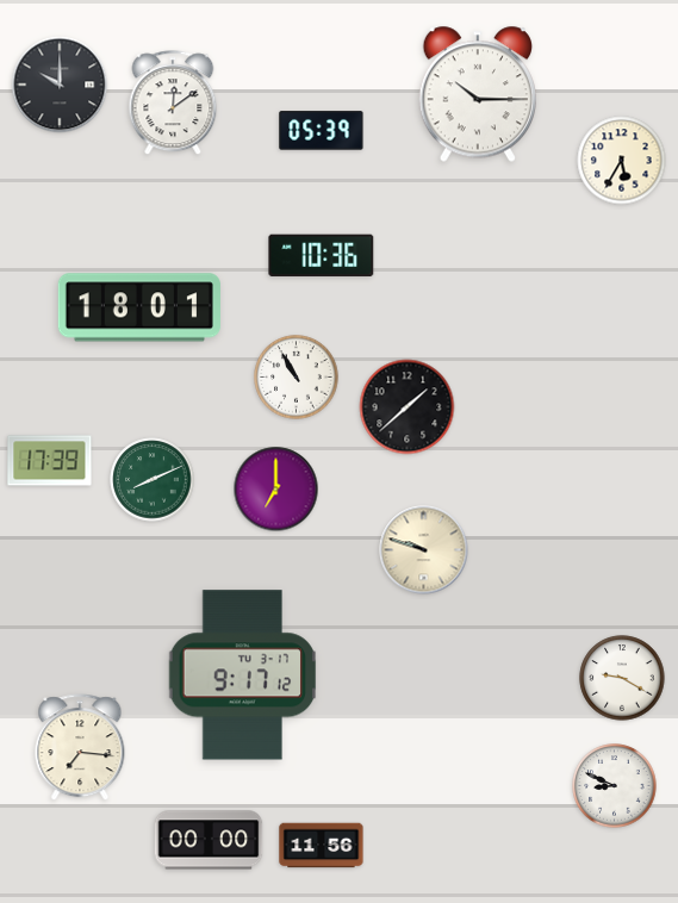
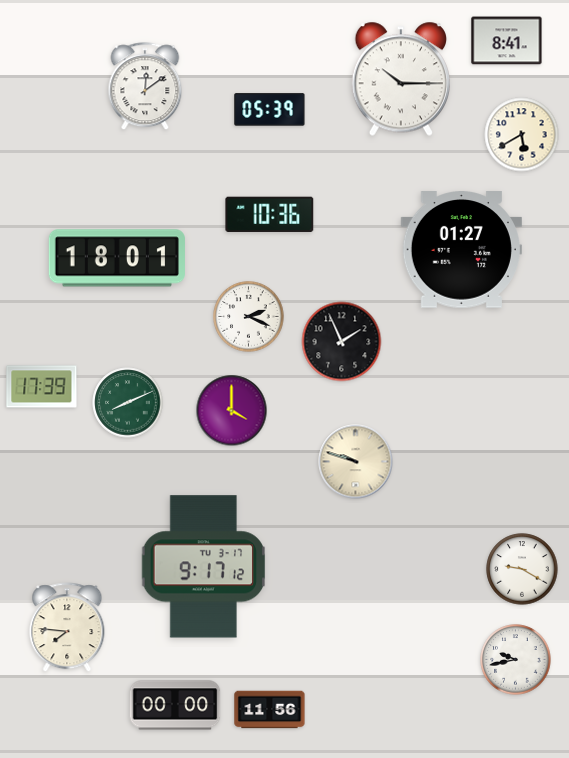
clock at (507, 41): none -> 8:41
clock at (60, 85): 10:00 -> none
clock at (622, 161): 5:35 -> 5:40
clock at (461, 250): none -> 01:27
clock at (297, 378): 10:55 -> 2:19
clock at (408, 407): 1:38 -> 1:56
clock at (276, 490): 7:00 -> 4:00
clock at (80, 748): 7:16 -> 7:46
clock at (615, 786): 8:49 -> 9:43
